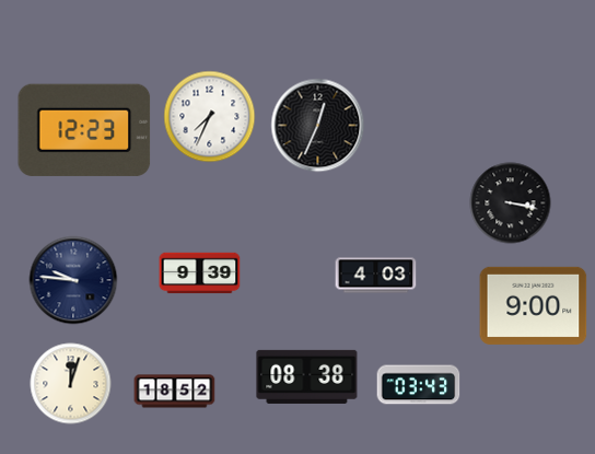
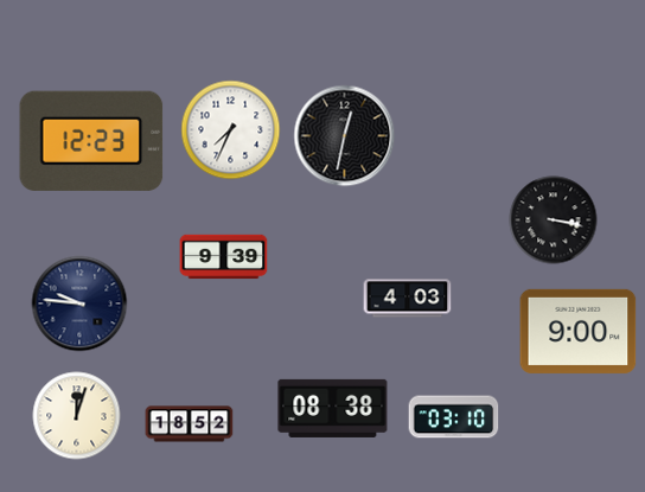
clock at (210, 117) position: (210, 117) -> (231, 130)
clock at (318, 126): 12:34 -> 12:32
clock at (200, 273) position: (200, 273) -> (224, 257)
clock at (419, 385): 03:43 -> 03:10
